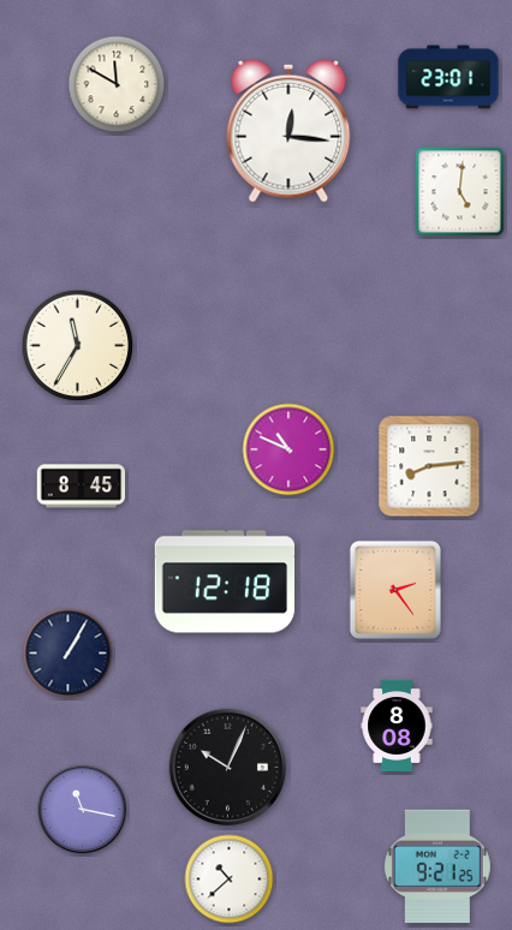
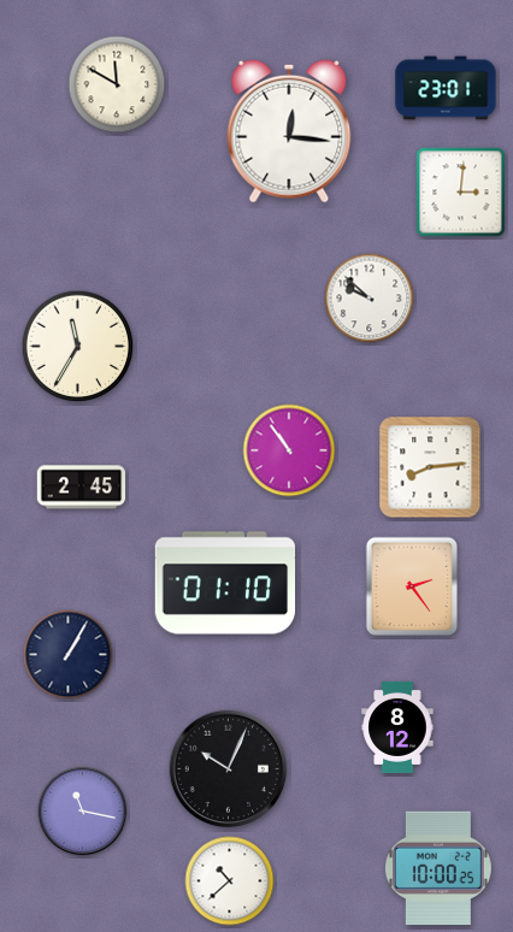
clock at (448, 77) position: (448, 77) -> (446, 88)
clock at (460, 192): 5:01 -> 3:01
clock at (370, 299): none -> 9:52
clock at (288, 449): 10:49 -> 10:54
clock at (82, 487): 8:45 -> 2:45
clock at (225, 582): 12:18 -> 01:10
clock at (394, 589) position: (394, 589) -> (411, 585)
clock at (397, 726): 8:08 -> 8:12
clock at (439, 866): 9:21 -> 10:00
